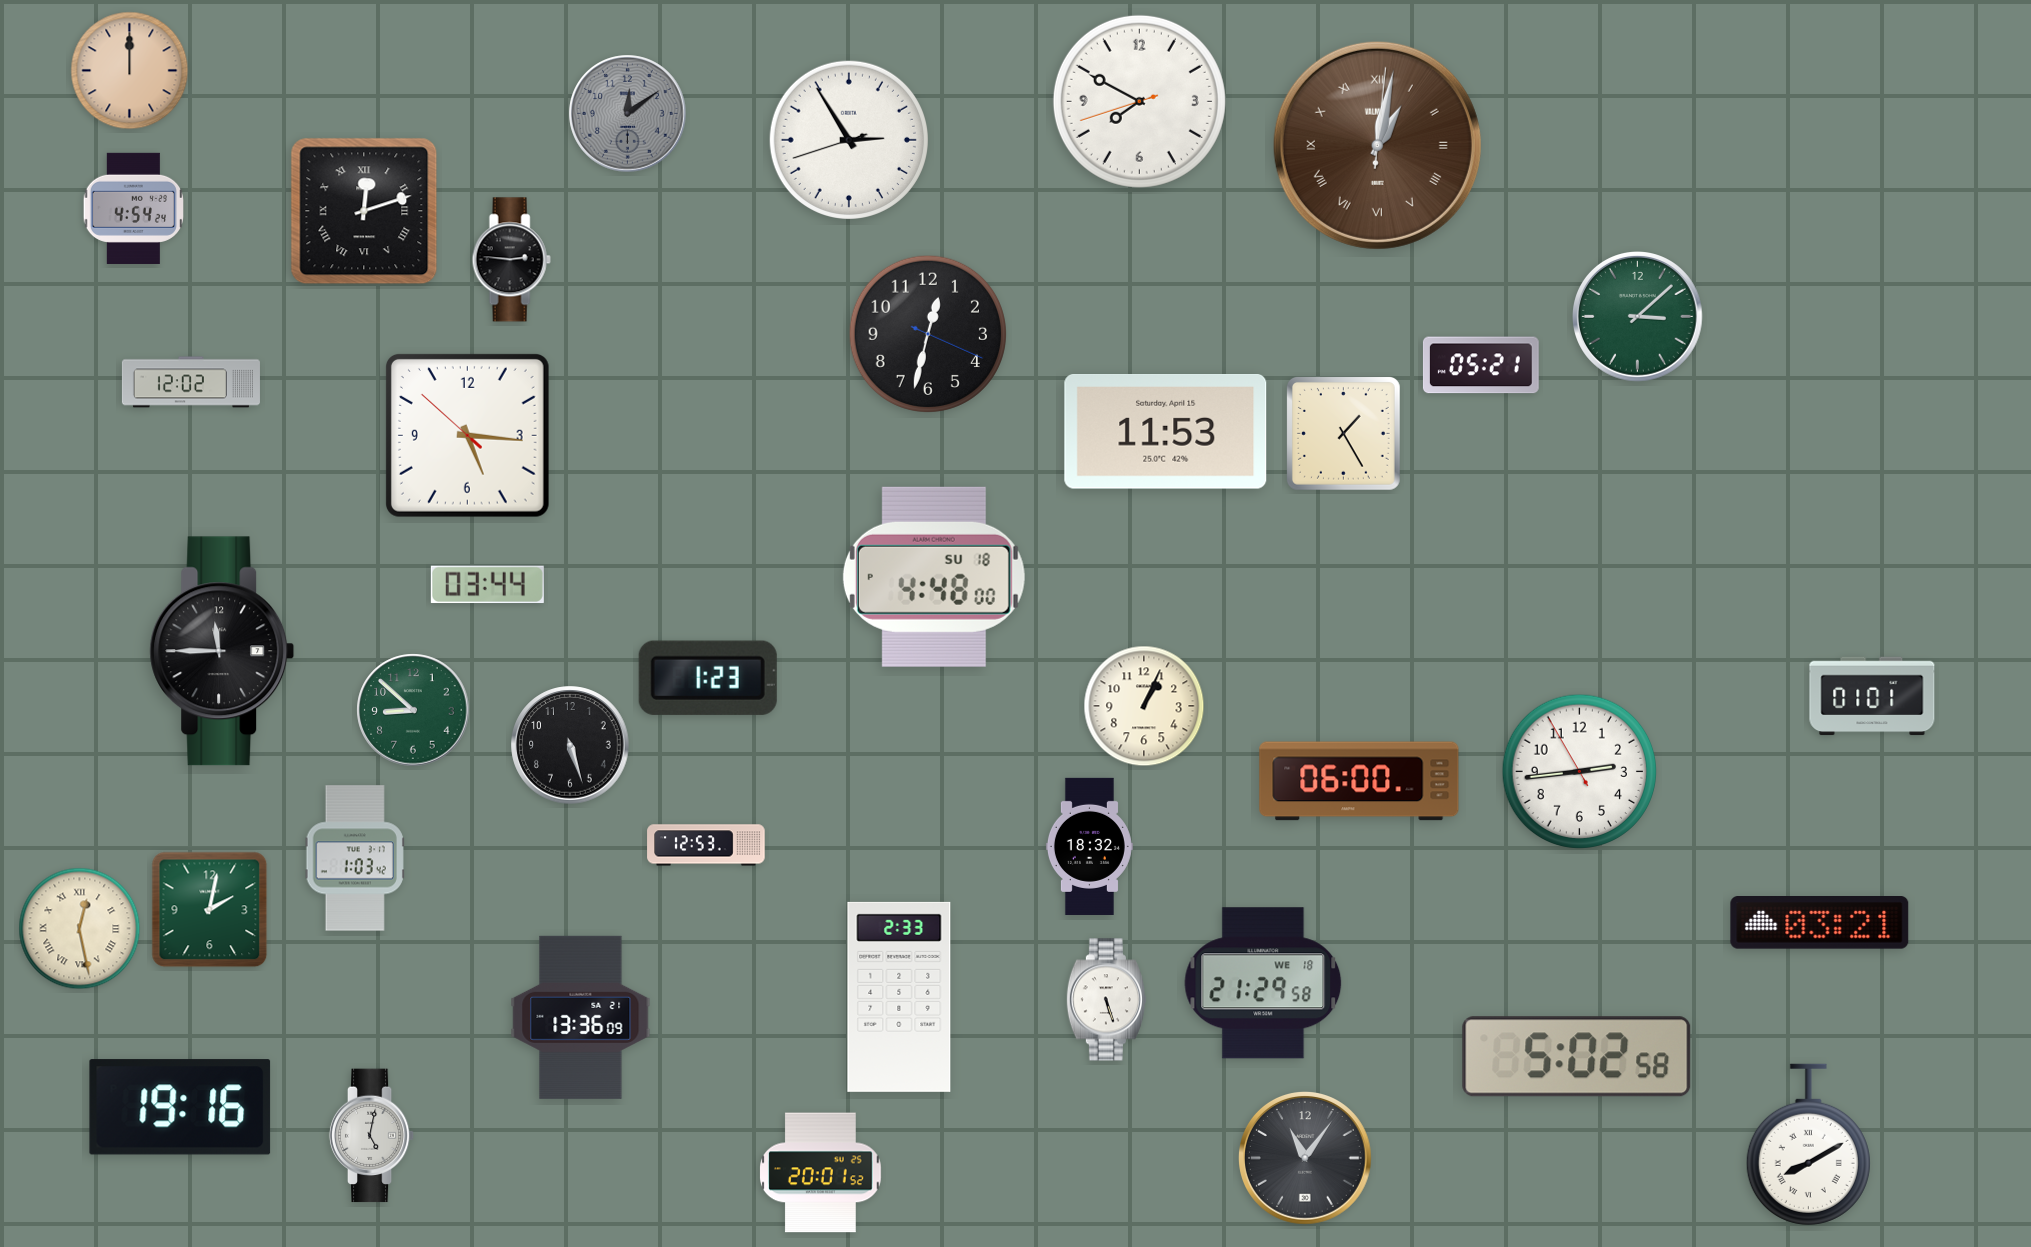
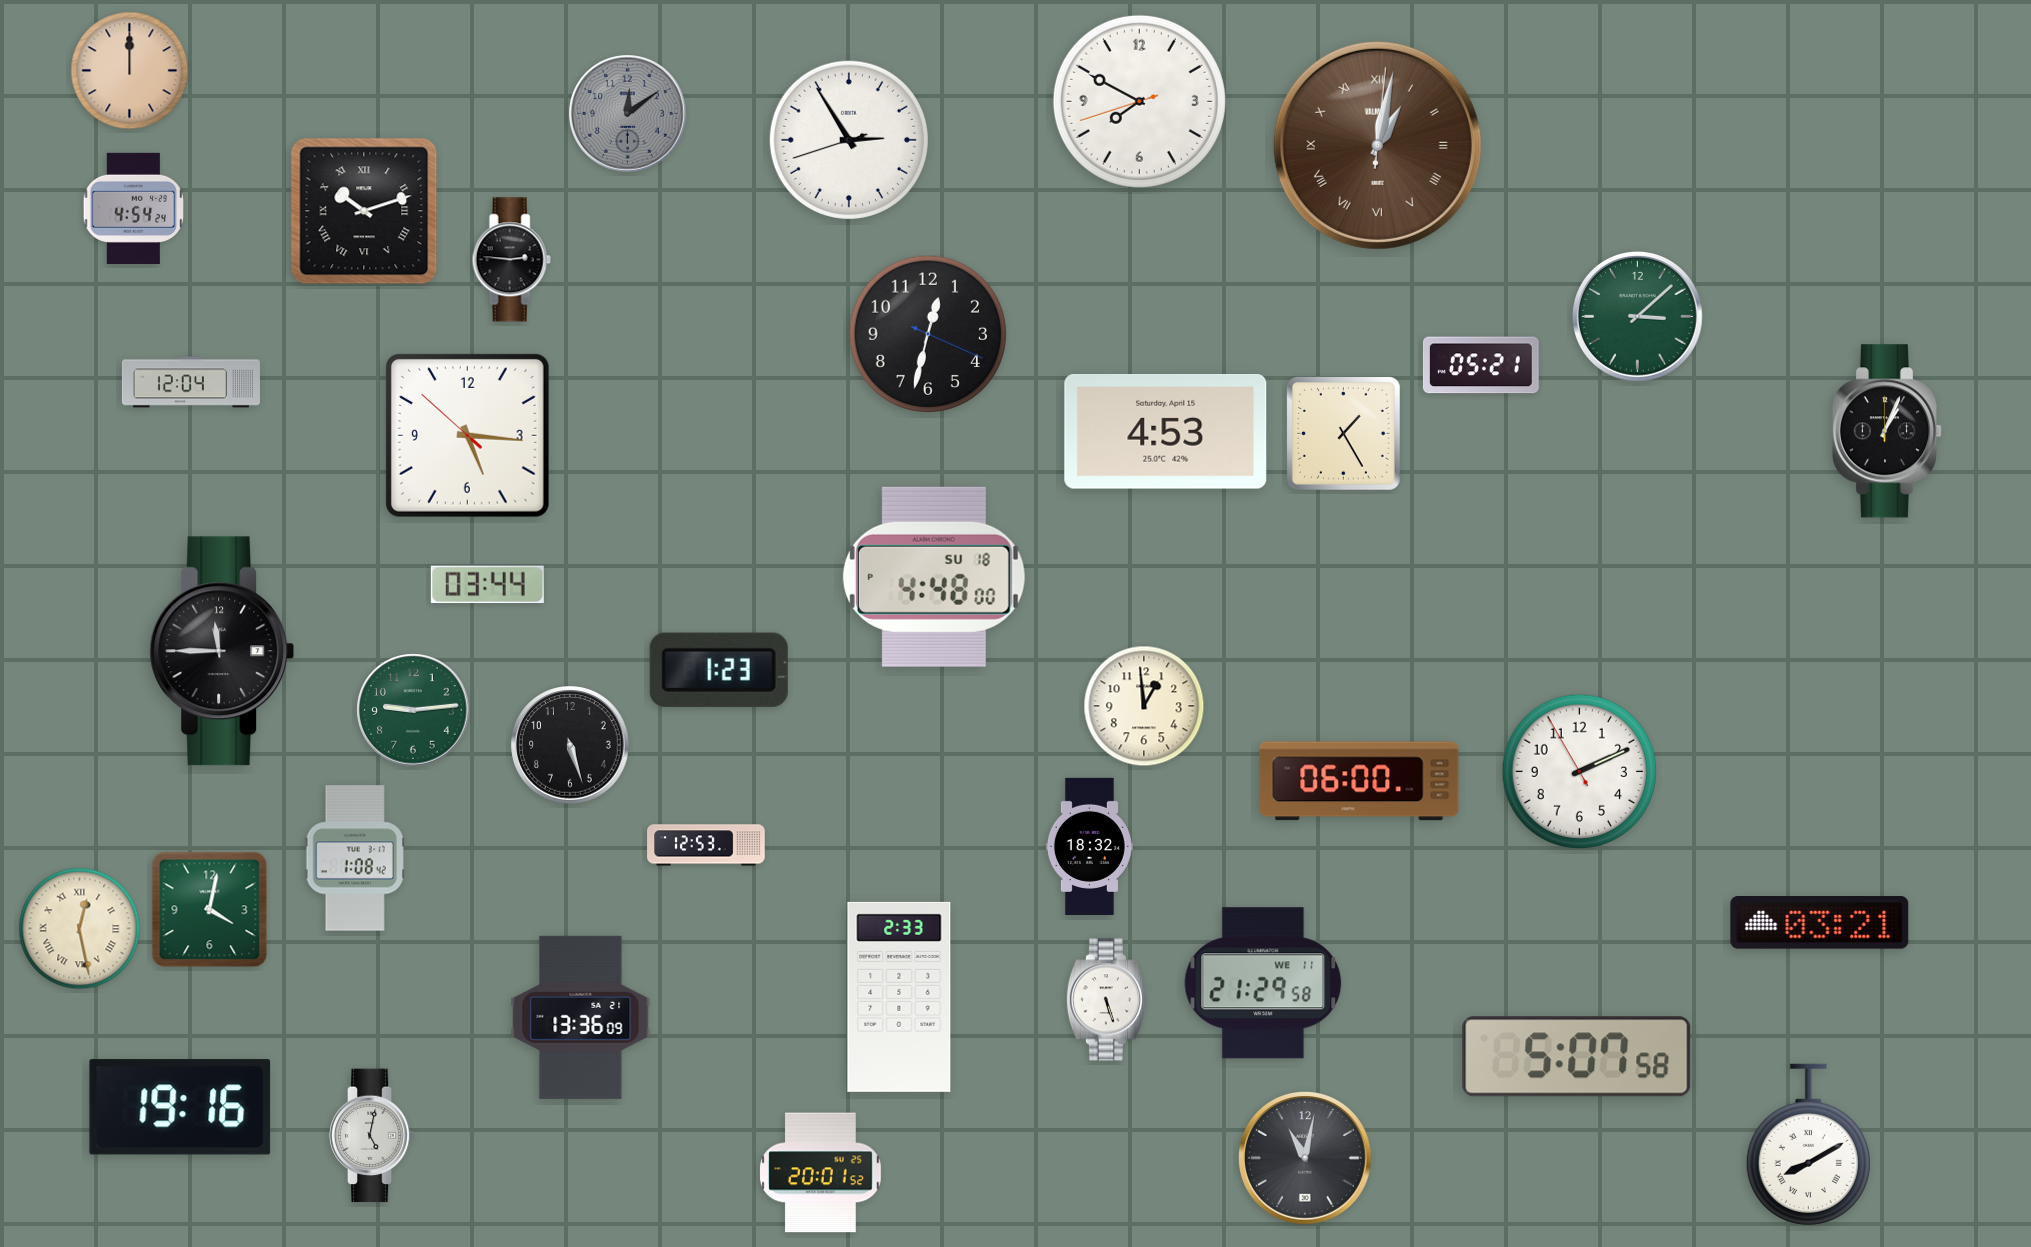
clock at (364, 211): 12:12 -> 10:12
clock at (191, 382): 12:02 -> 12:04
clock at (1887, 431): none -> 1:04
clock at (1166, 432): 11:53 -> 4:53
clock at (708, 678) position: (708, 678) -> (719, 670)
clock at (1872, 696): 01:01 -> none
clock at (1144, 706): 1:04 -> 12:59
clock at (413, 710): 8:52 -> 9:14
clock at (1579, 771): 2:43 -> 2:10
clock at (355, 858): 1:03 -> 1:08
clock at (210, 910): 2:02 -> 4:02
clock at (1263, 983) date: WE 18 -> WE 11
clock at (1577, 1057): 5:02 -> 5:07
clock at (1306, 1159): 11:06 -> 11:02
